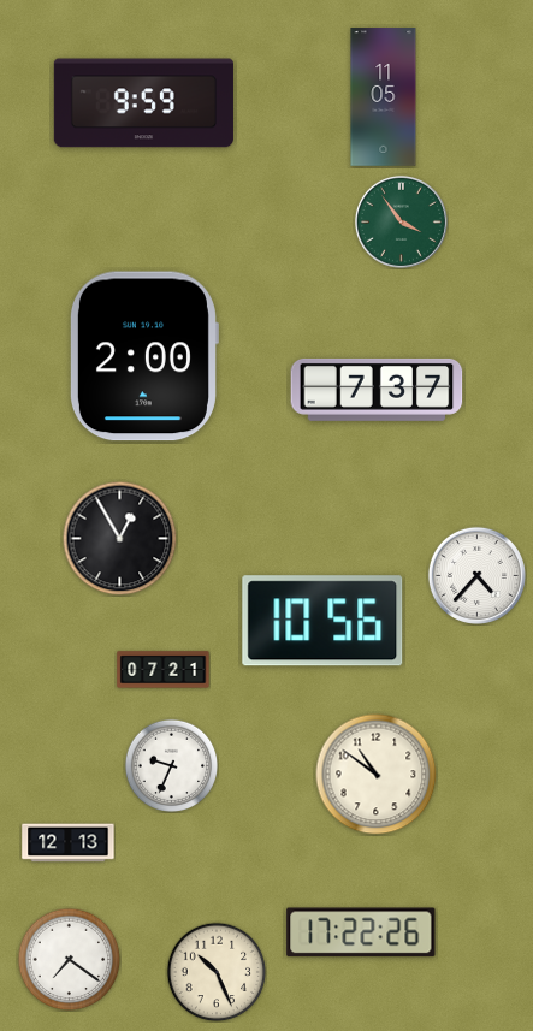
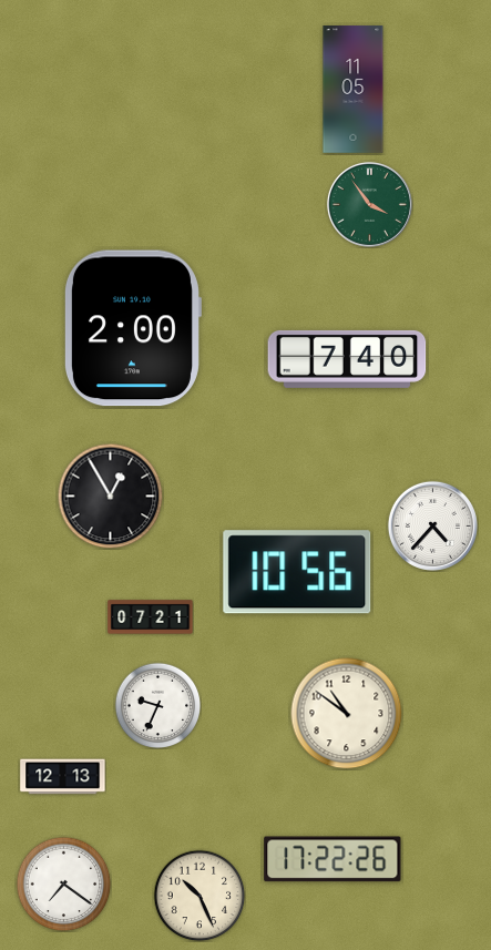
clock at (143, 103): 9:59 -> none
clock at (377, 390): 7:37 -> 7:40
clock at (476, 575) position: (476, 575) -> (432, 525)
